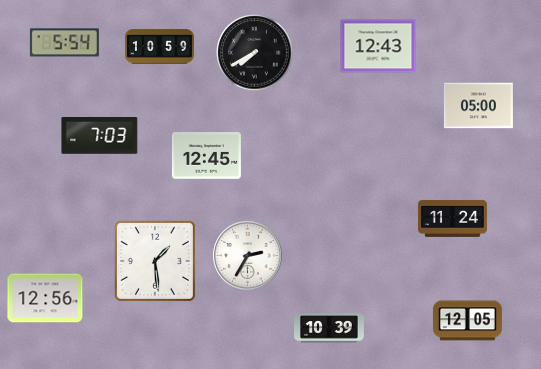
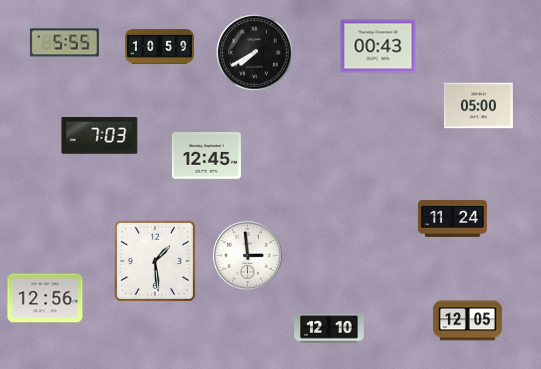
clock at (64, 43): 5:54 -> 5:55
clock at (378, 46): 12:43 -> 00:43
clock at (248, 256): 2:35 -> 2:59
clock at (330, 328): 10:39 -> 12:10
